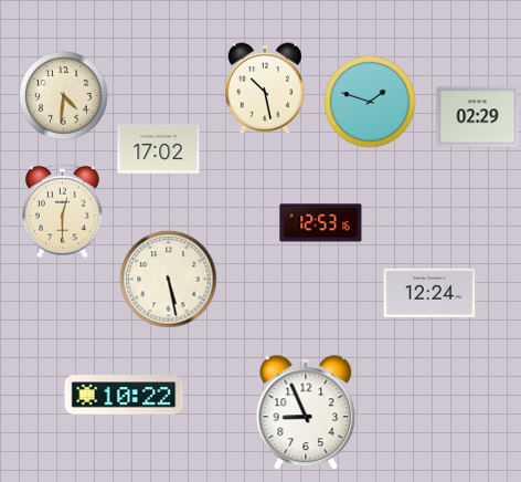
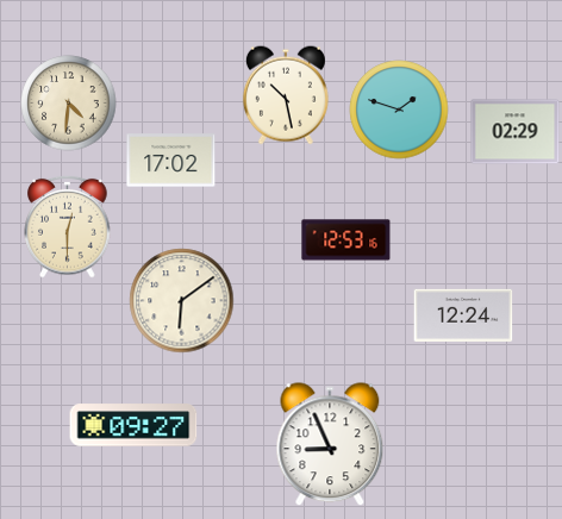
clock at (478, 117) position: (478, 117) -> (516, 132)
clock at (169, 280): 5:28 -> 6:09
clock at (124, 395): 10:22 -> 09:27
